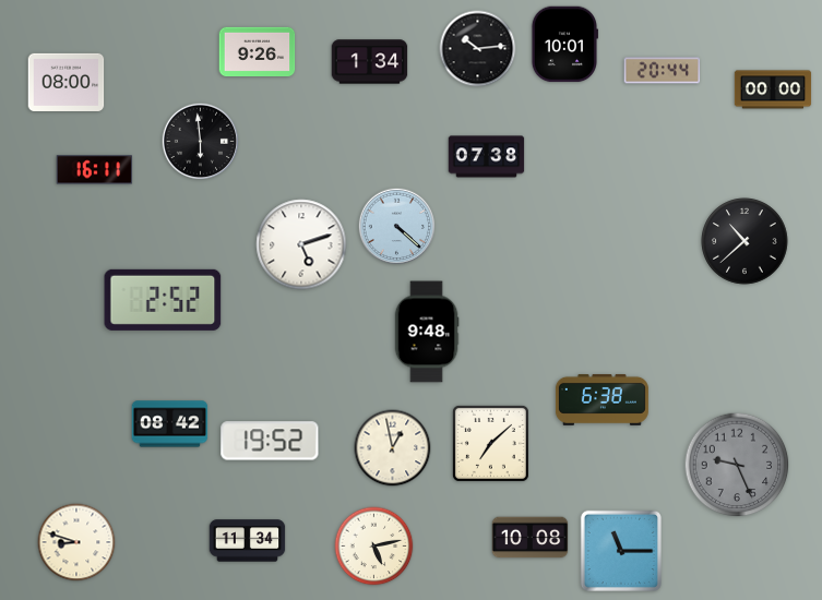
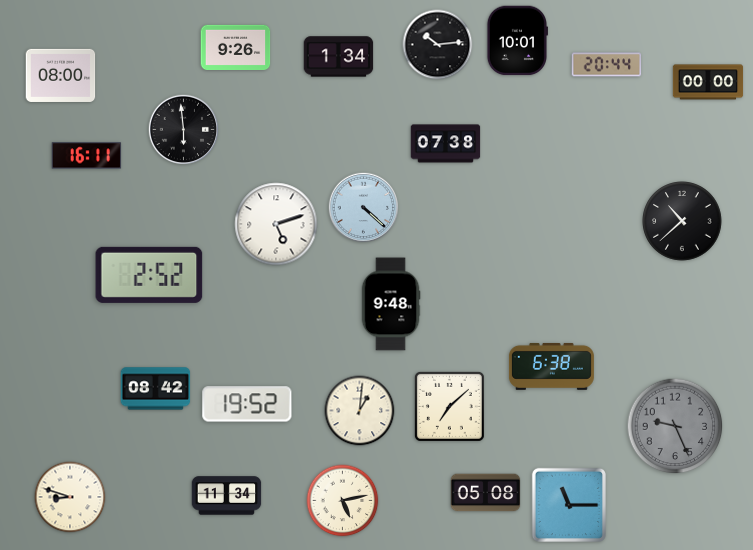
clock at (393, 448): 12:58 -> 1:01
clock at (531, 538): 10:08 -> 05:08
